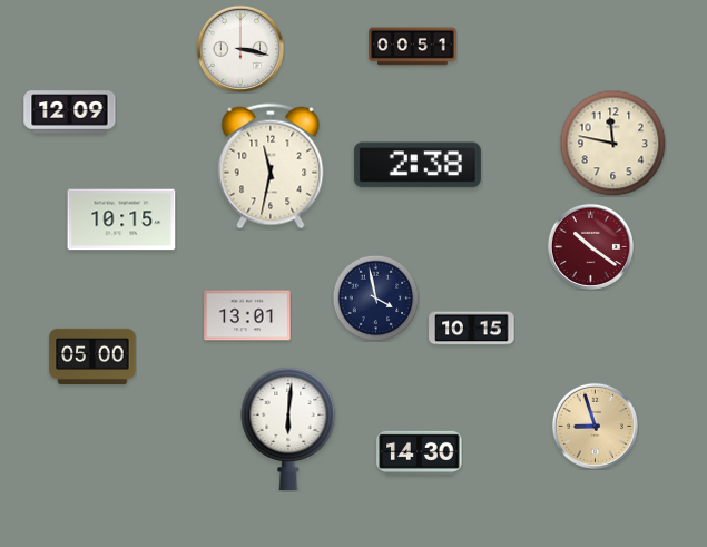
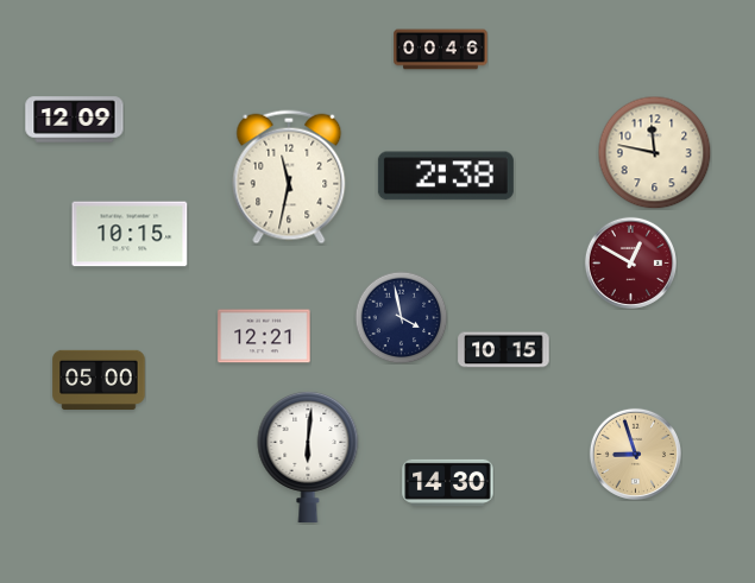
clock at (413, 47): 00:51 -> 00:46
clock at (239, 48): 3:17 -> none
clock at (590, 246): 10:21 -> 12:50
clock at (247, 315): 13:01 -> 12:21
